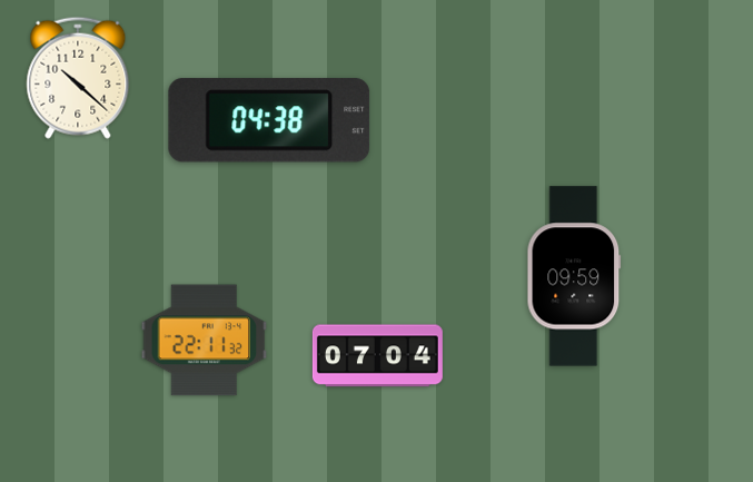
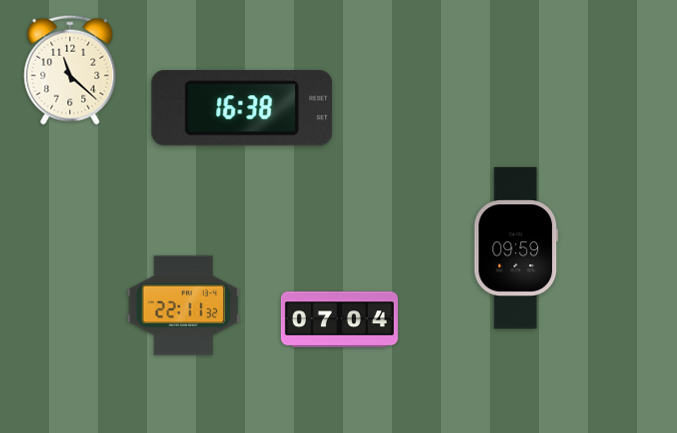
clock at (78, 78): 10:22 -> 11:22
clock at (269, 120): 04:38 -> 16:38
